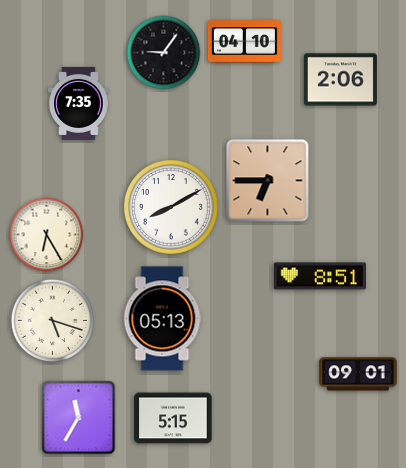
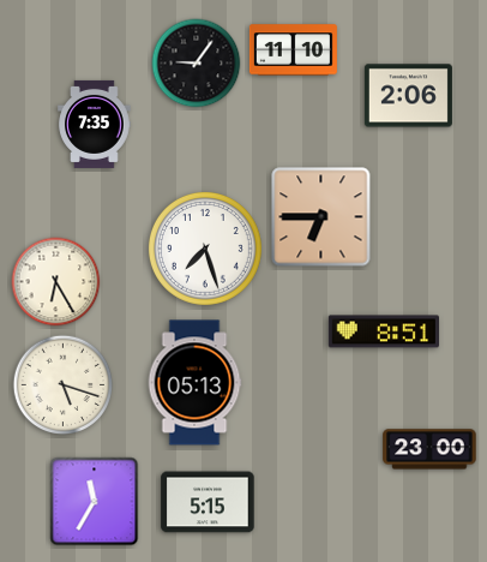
clock at (244, 42): 04:10 -> 11:10
clock at (171, 207): 8:10 -> 7:27
clock at (358, 374): 09:01 -> 23:00
